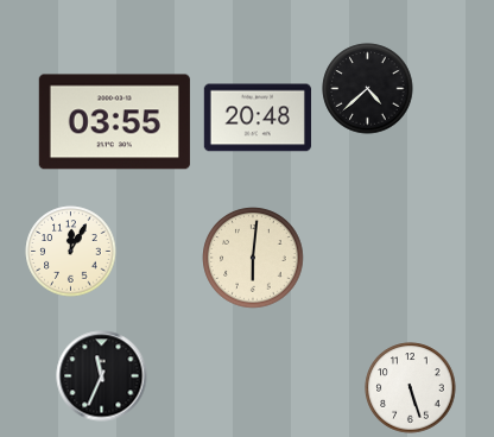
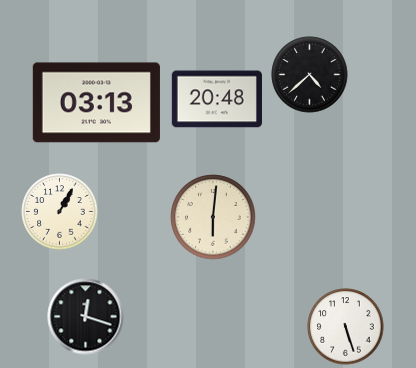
clock at (114, 122): 03:55 -> 03:13
clock at (71, 252): 12:05 -> 1:05
clock at (102, 376): 11:34 -> 12:18
